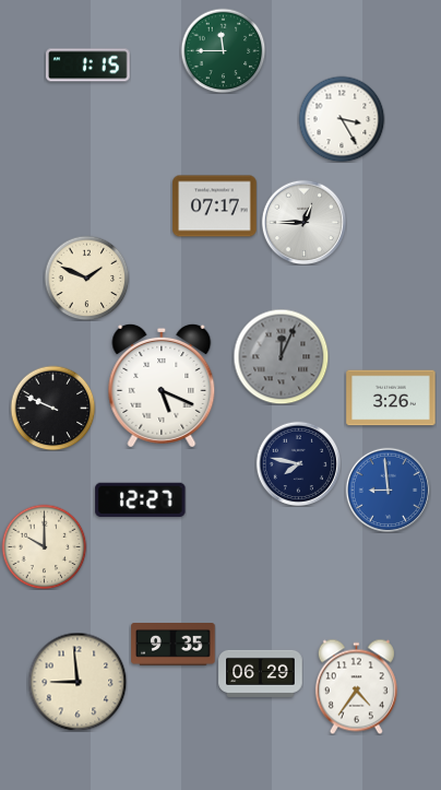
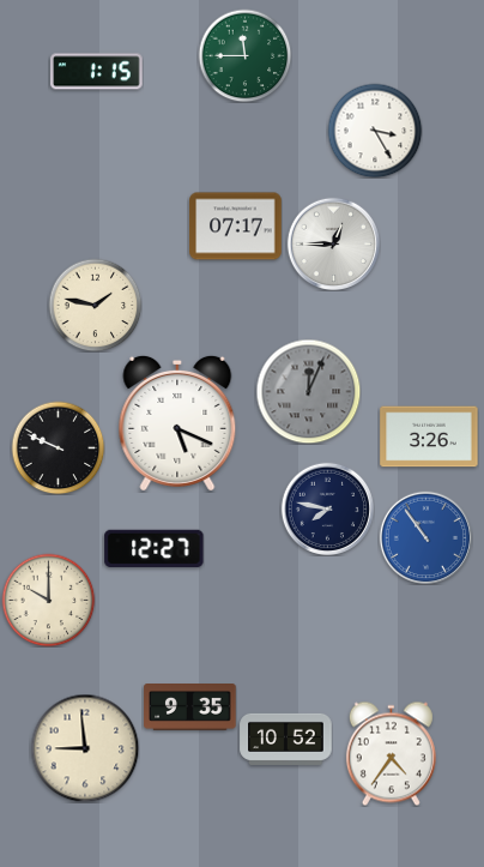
clock at (86, 278): 1:49 -> 1:47
clock at (388, 490): 8:59 -> 10:54
clock at (261, 673): 06:29 -> 10:52
